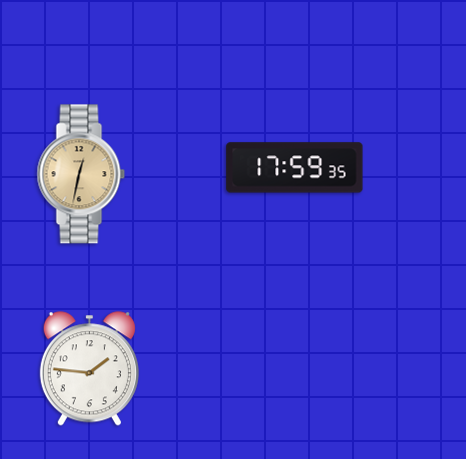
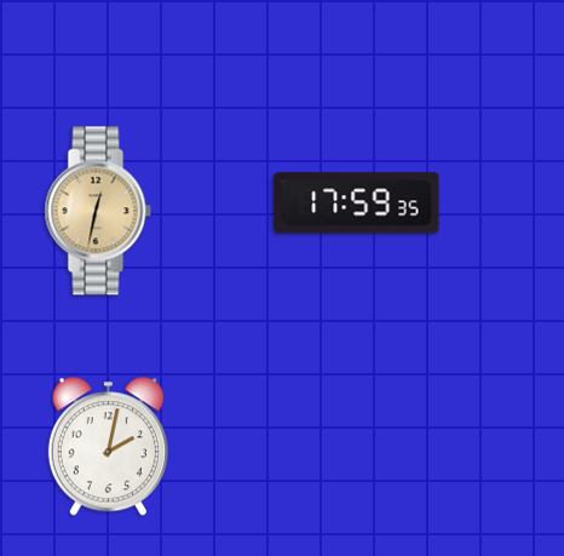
clock at (89, 369): 1:46 -> 2:02
